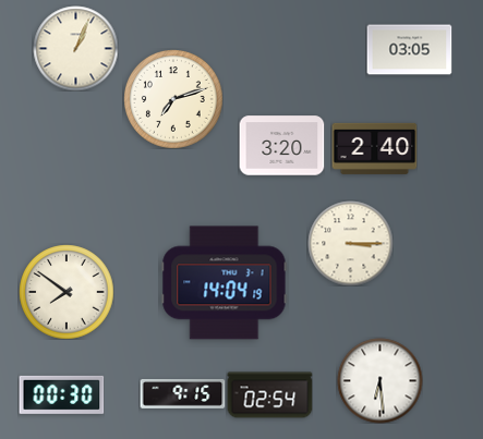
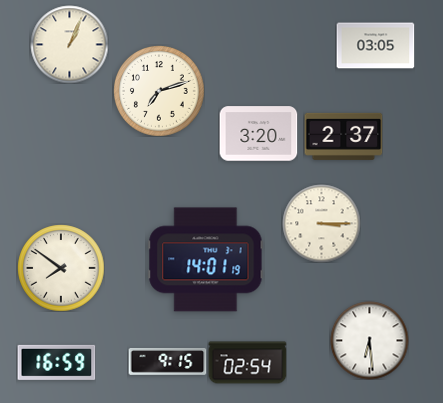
clock at (374, 148): 2:40 -> 2:37
clock at (225, 283): 14:04 -> 14:01
clock at (379, 380) position: (379, 380) -> (369, 340)
clock at (61, 394): 00:30 -> 16:59
